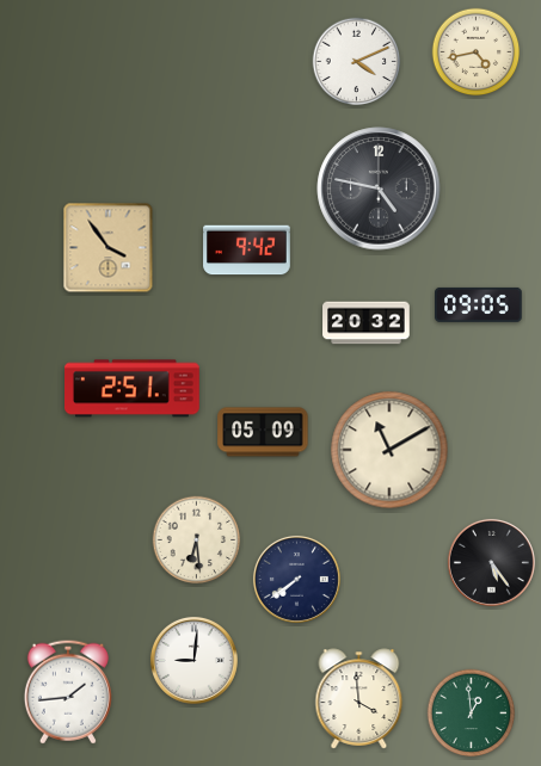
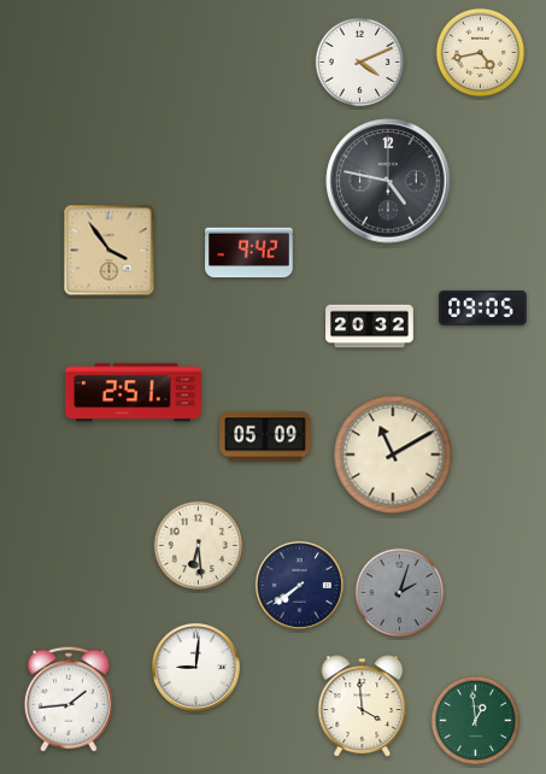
clock at (379, 189) position: (379, 189) -> (388, 181)
clock at (491, 562): 5:24 -> none
clock at (400, 593): none -> 2:03
